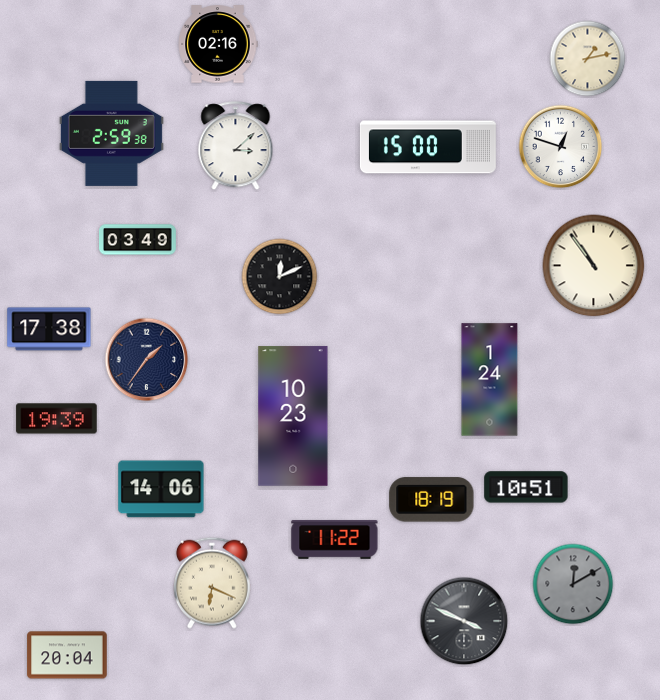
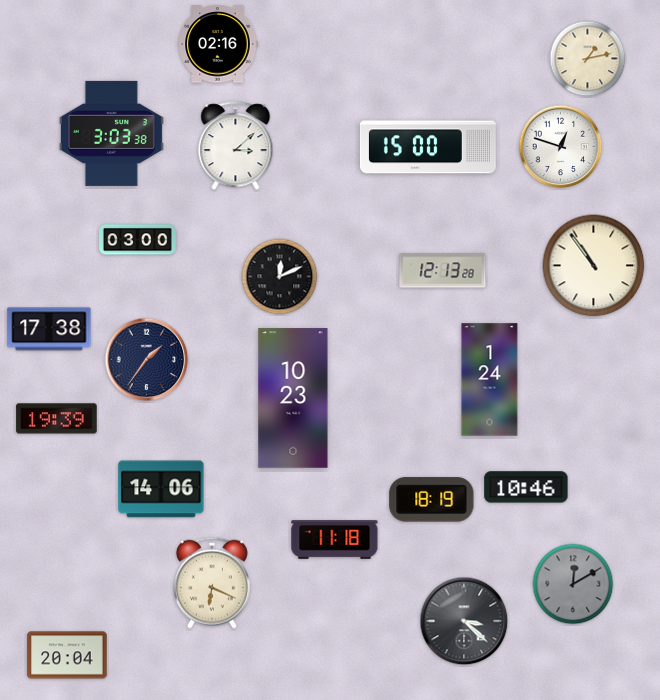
clock at (111, 133): 2:59 -> 3:03
clock at (138, 240): 03:49 -> 03:00
clock at (443, 271): none -> 12:13
clock at (293, 416) position: (293, 416) -> (293, 398)
clock at (526, 487): 10:51 -> 10:46
clock at (335, 540): 11:22 -> 11:18
clock at (464, 621): 3:49 -> 3:22
